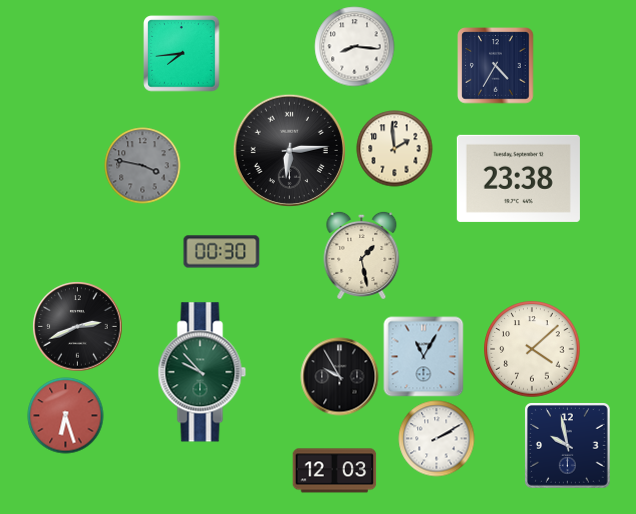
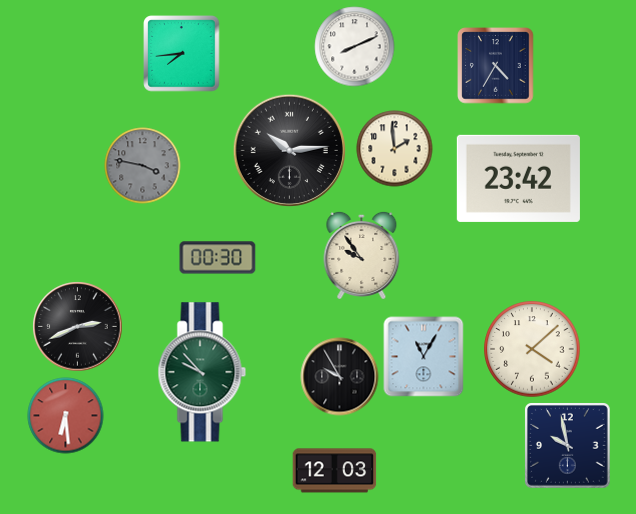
clock at (355, 47): 8:16 -> 8:11
clock at (289, 150): 6:14 -> 10:14
clock at (518, 178): 23:38 -> 23:42
clock at (222, 252) position: (222, 252) -> (218, 258)
clock at (362, 255): 1:28 -> 9:54
clock at (66, 416): 6:27 -> 6:29
clock at (437, 439): 2:10 -> none
